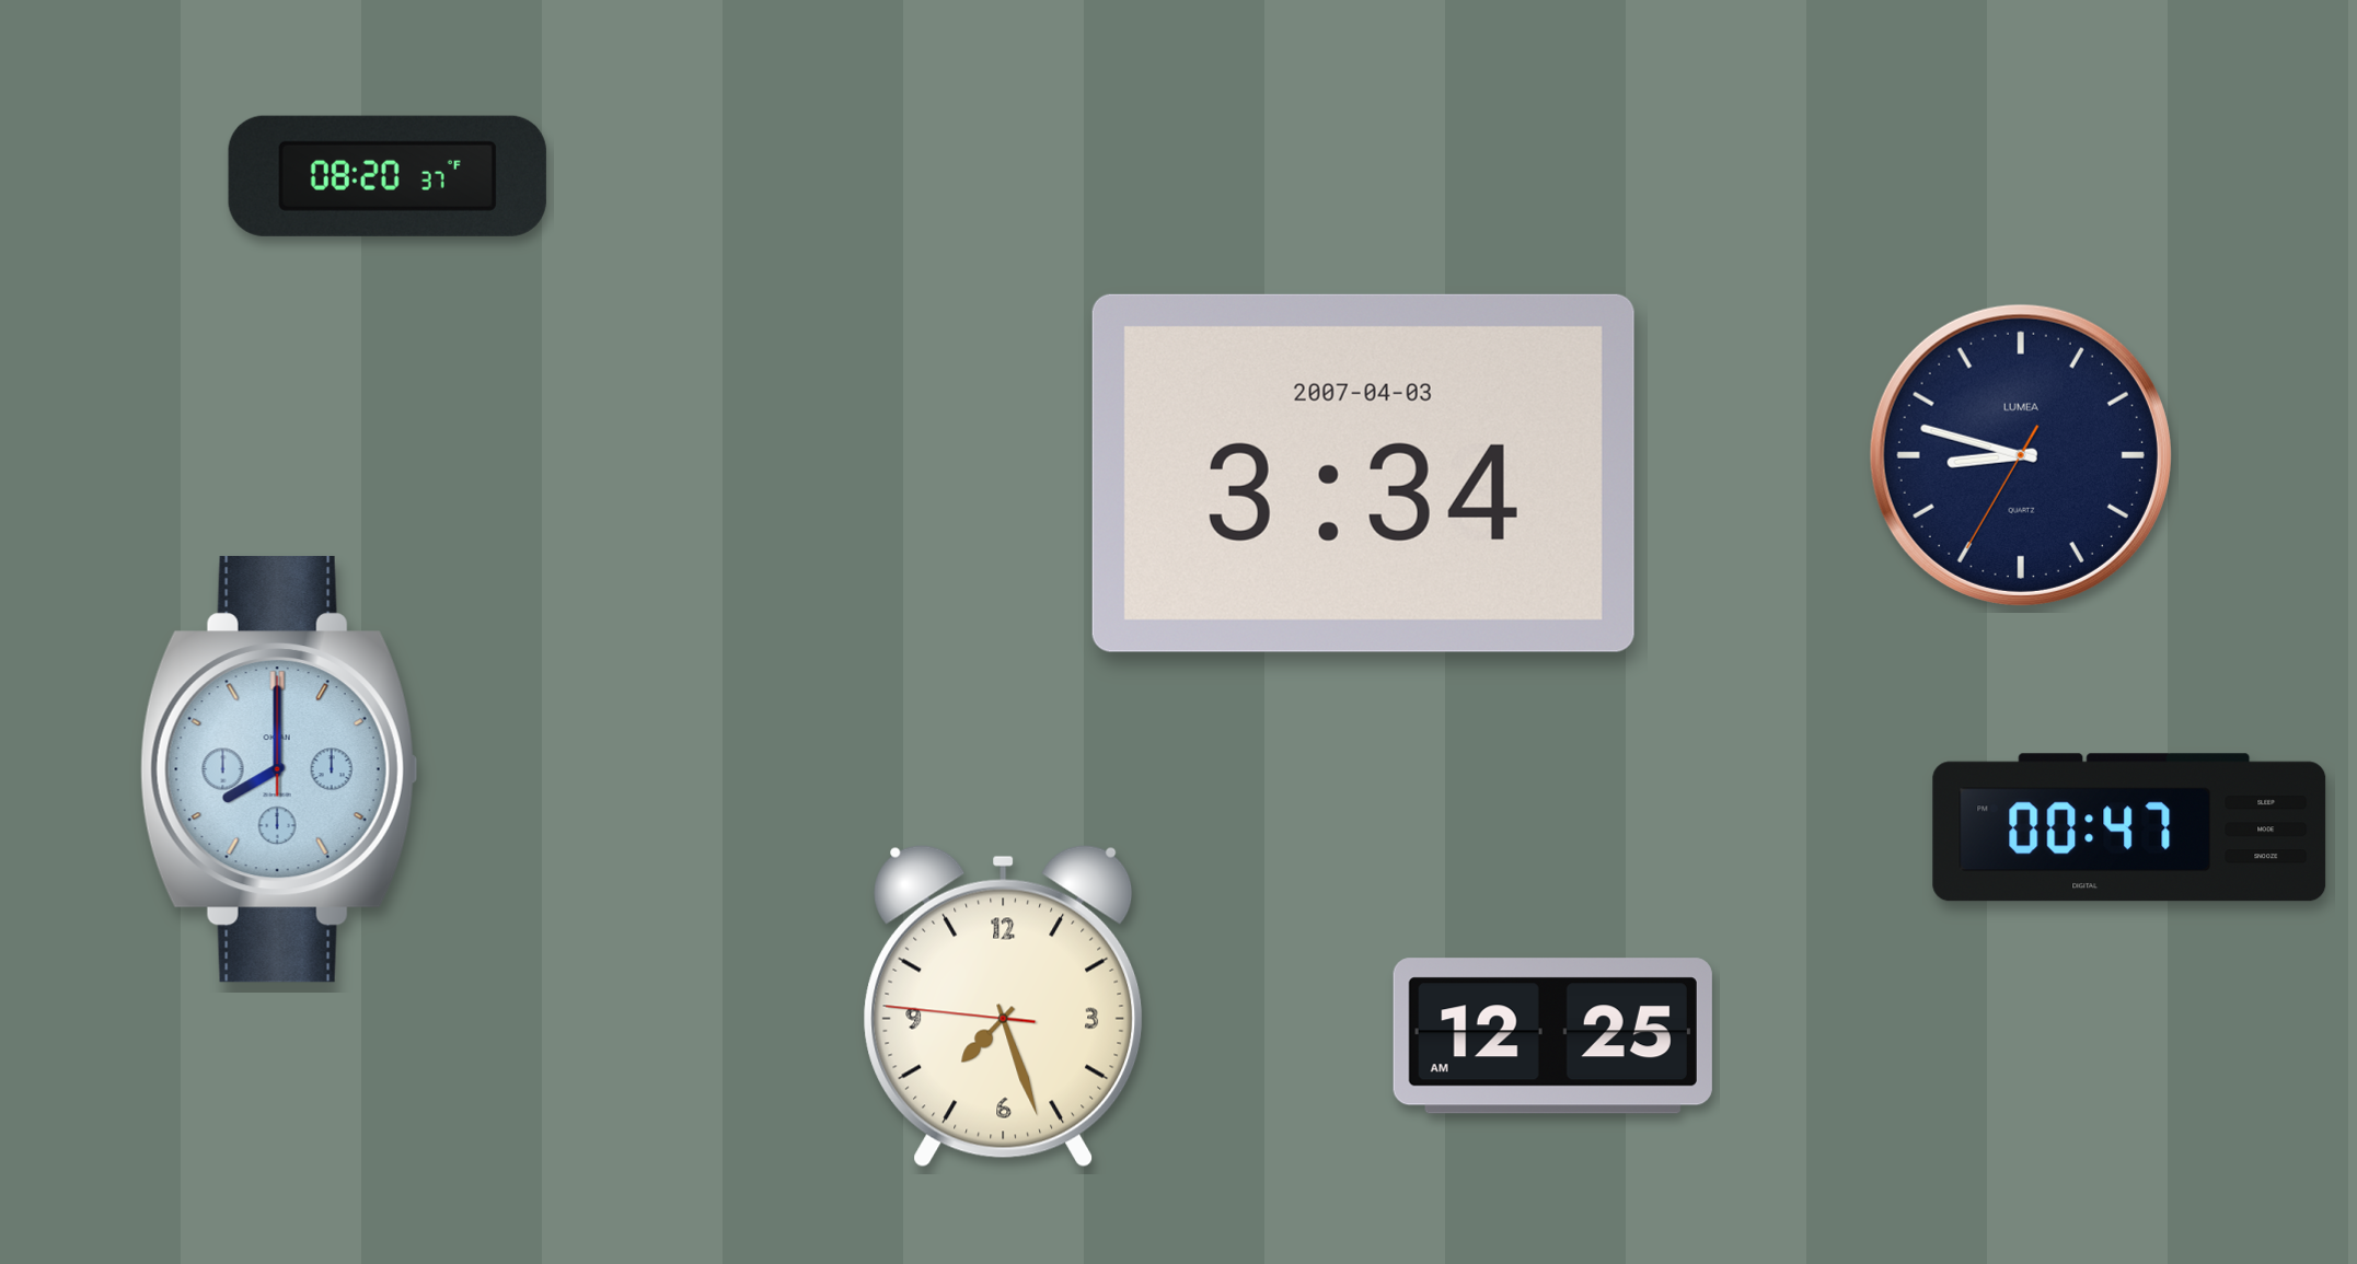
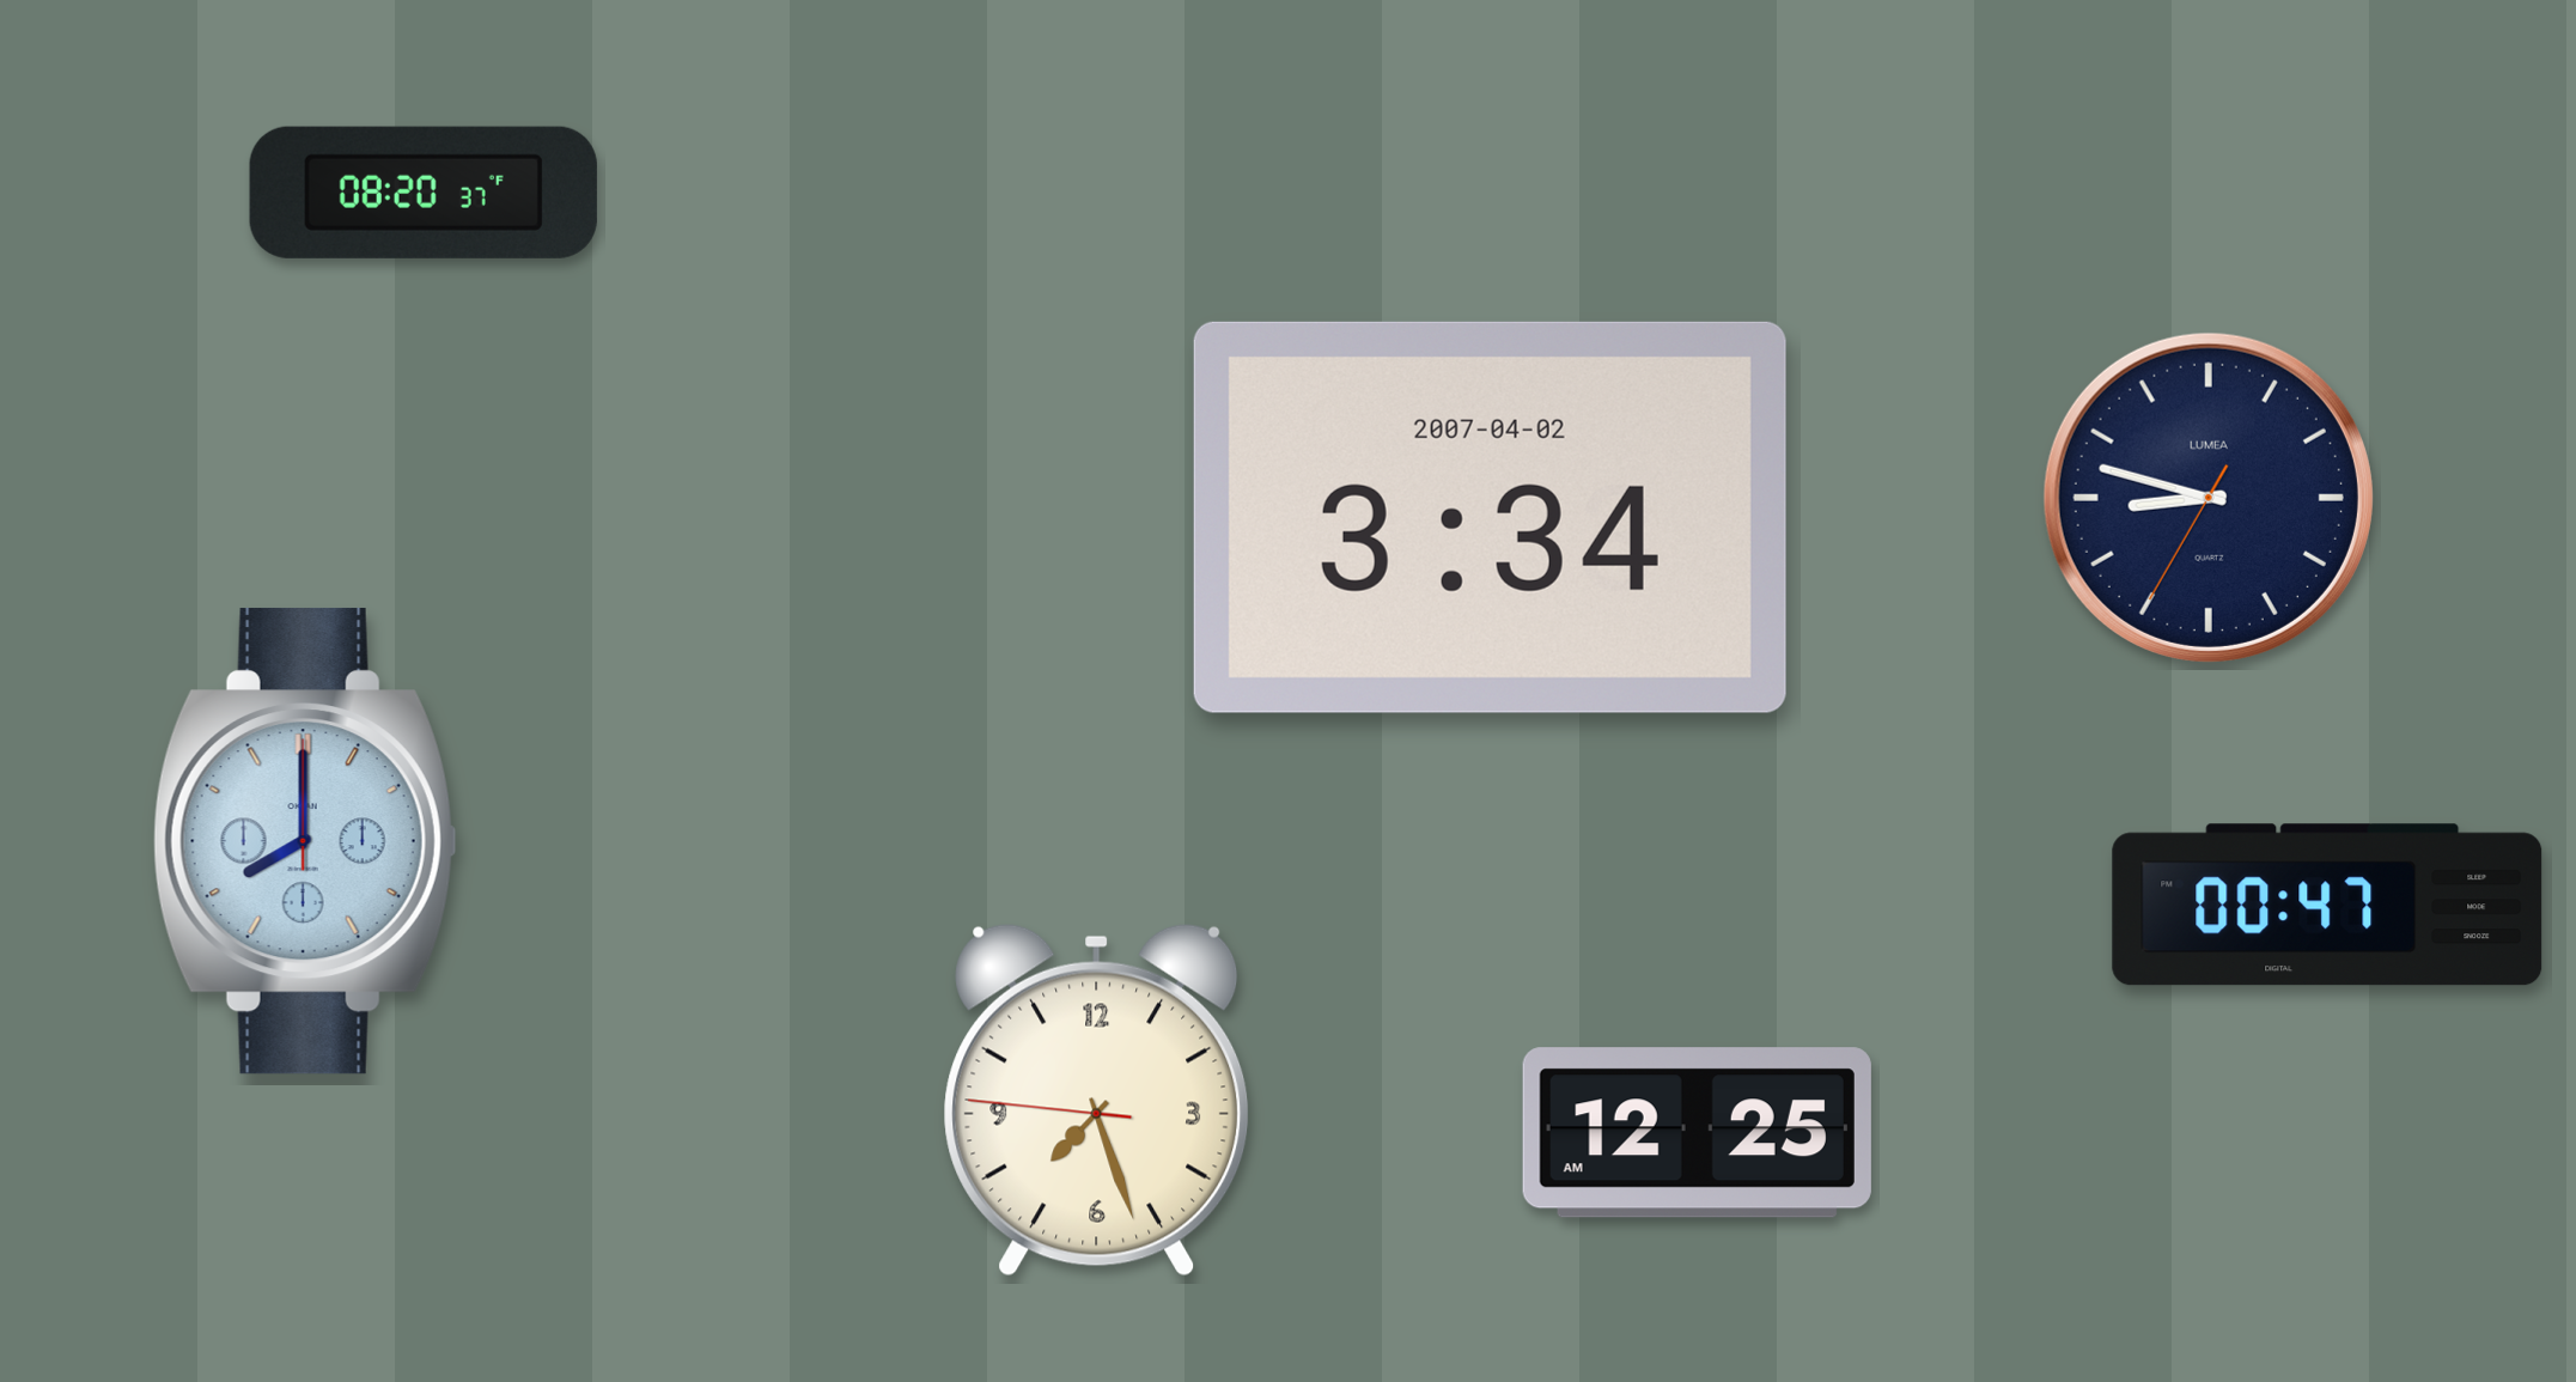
clock at (1363, 473) date: 2007-04-03 -> 2007-04-02
